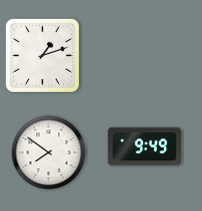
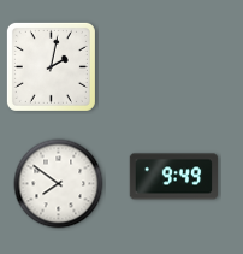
clock at (42, 55): 1:12 -> 2:02
